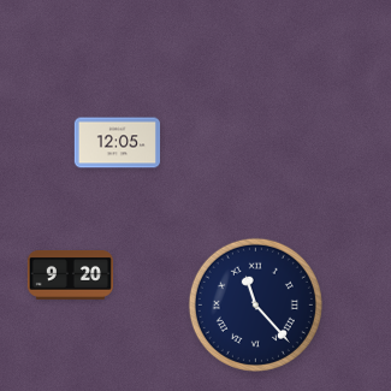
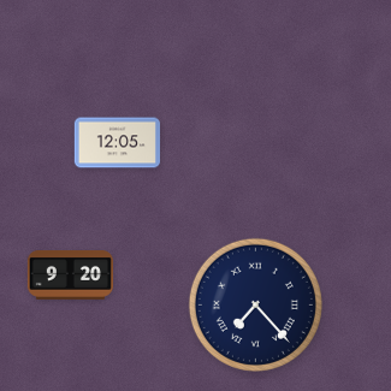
clock at (255, 304): 11:23 -> 7:23
